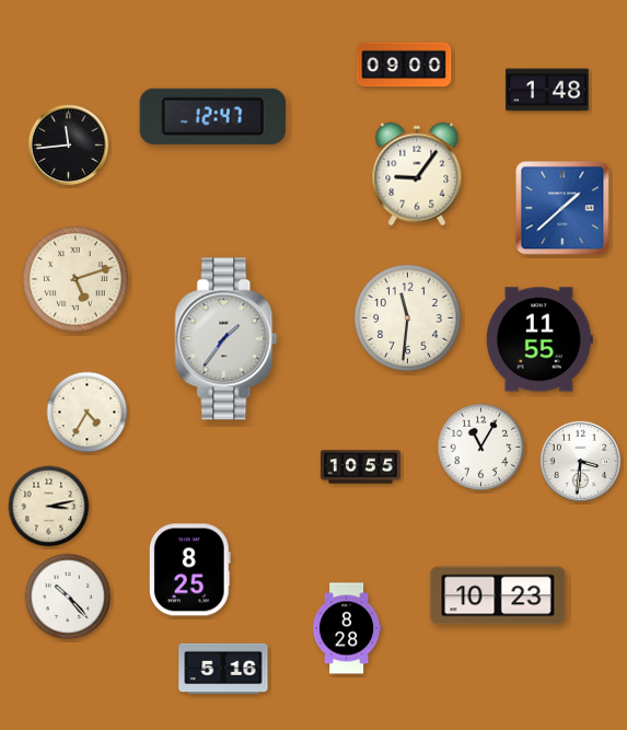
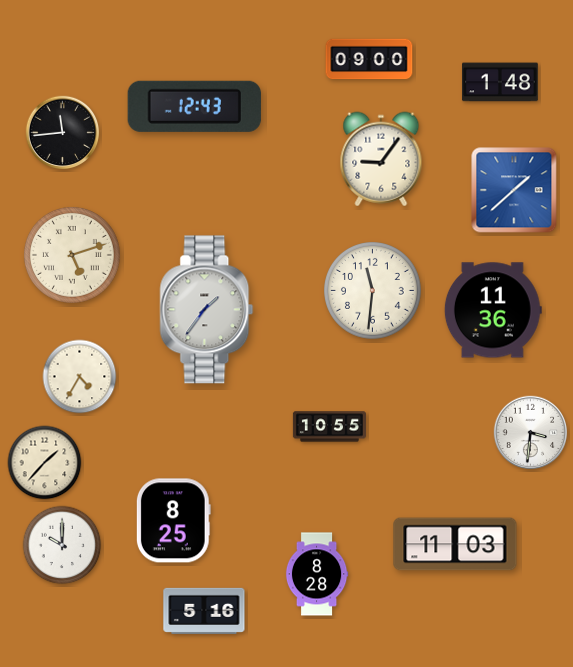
clock at (212, 116): 12:47 -> 12:43
clock at (77, 280) position: (77, 280) -> (73, 256)
clock at (539, 339): 11:55 -> 11:36
clock at (481, 448): 11:05 -> none
clock at (581, 462) position: (581, 462) -> (531, 433)
clock at (49, 507): 3:13 -> 1:37
clock at (498, 595): 10:23 -> 11:03
clock at (68, 596): 10:23 -> 10:00
